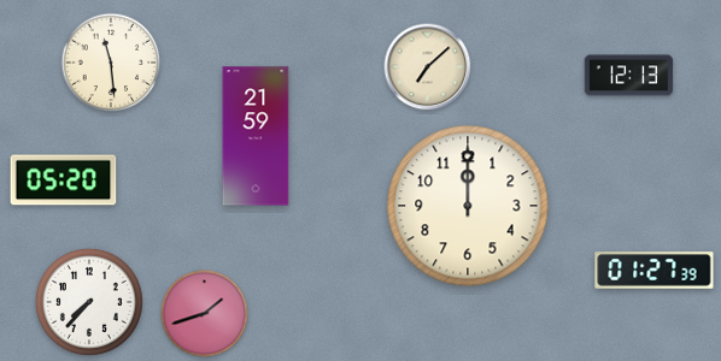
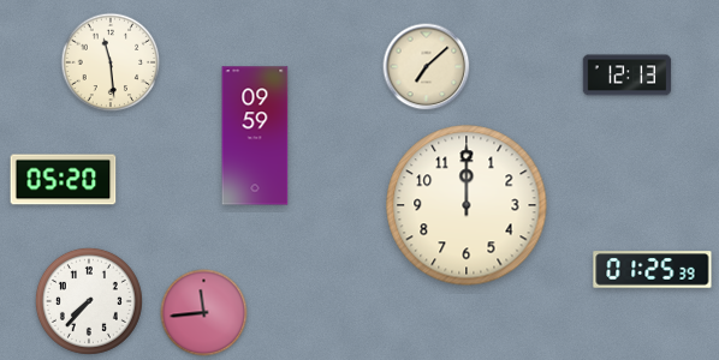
clock at (256, 136): 21:59 -> 09:59
clock at (655, 271): 01:27 -> 01:25
clock at (205, 314): 1:42 -> 11:44
